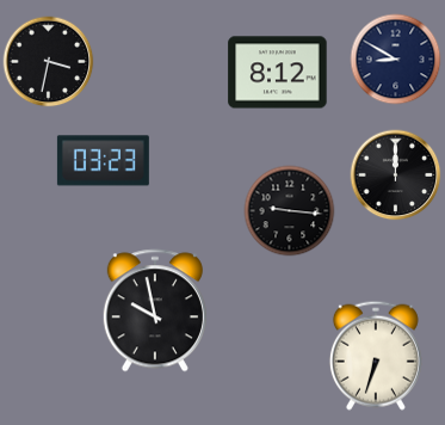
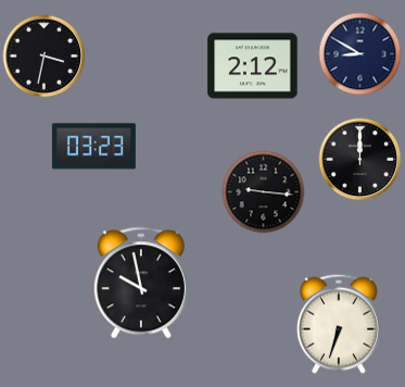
clock at (278, 73): 8:12 -> 2:12
clock at (376, 356) position: (376, 356) -> (339, 324)
